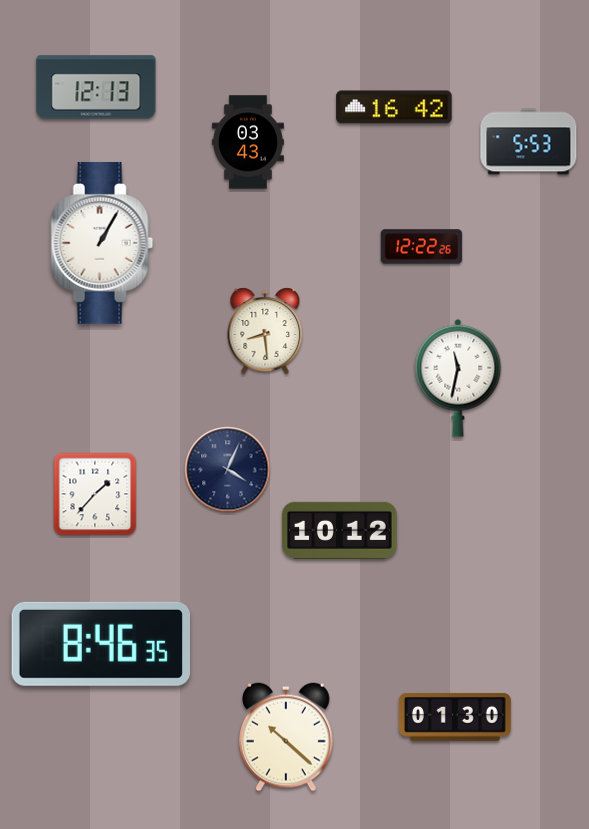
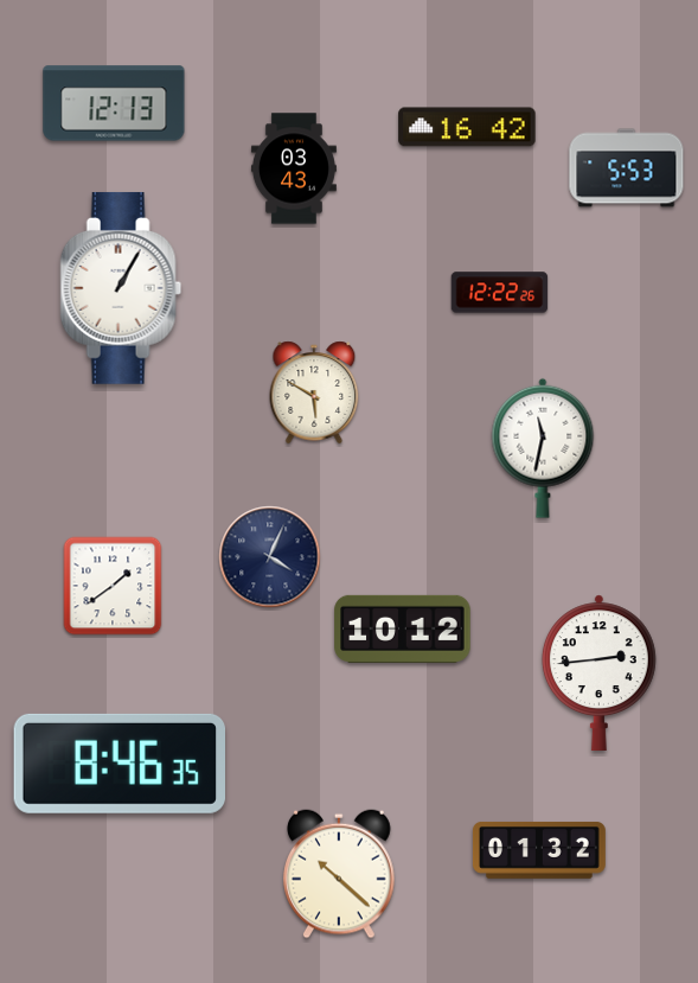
clock at (265, 331): 8:29 -> 5:50
clock at (95, 494): 1:37 -> 1:39
clock at (598, 672): none -> 2:44
clock at (455, 717): 01:30 -> 01:32
